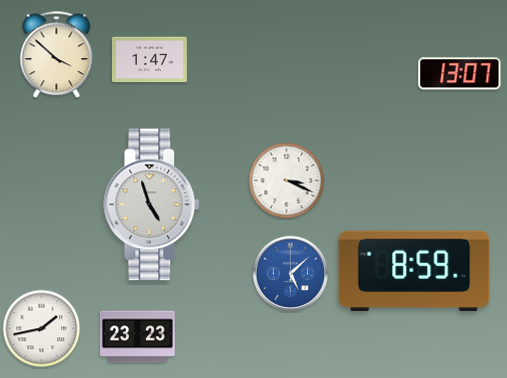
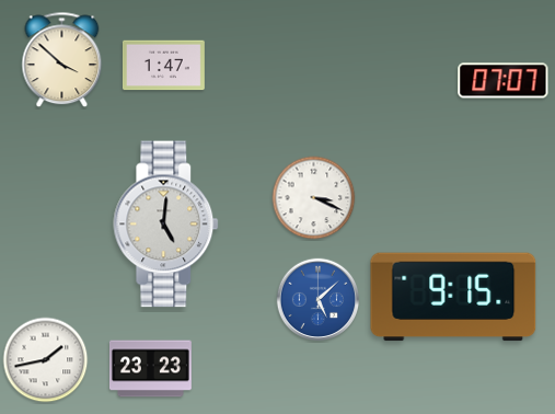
clock at (460, 74): 13:07 -> 07:07
clock at (152, 205): 4:57 -> 5:01
clock at (414, 271): 8:59 -> 9:15
